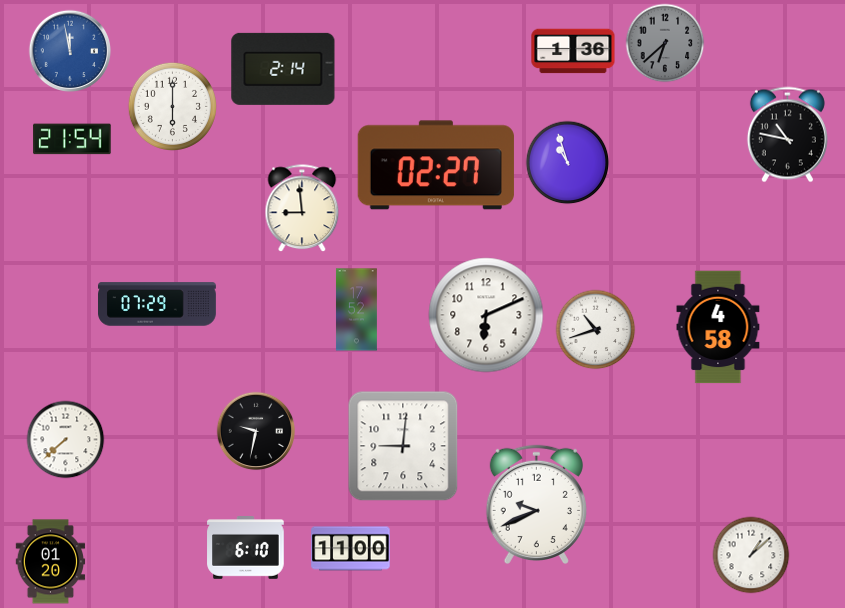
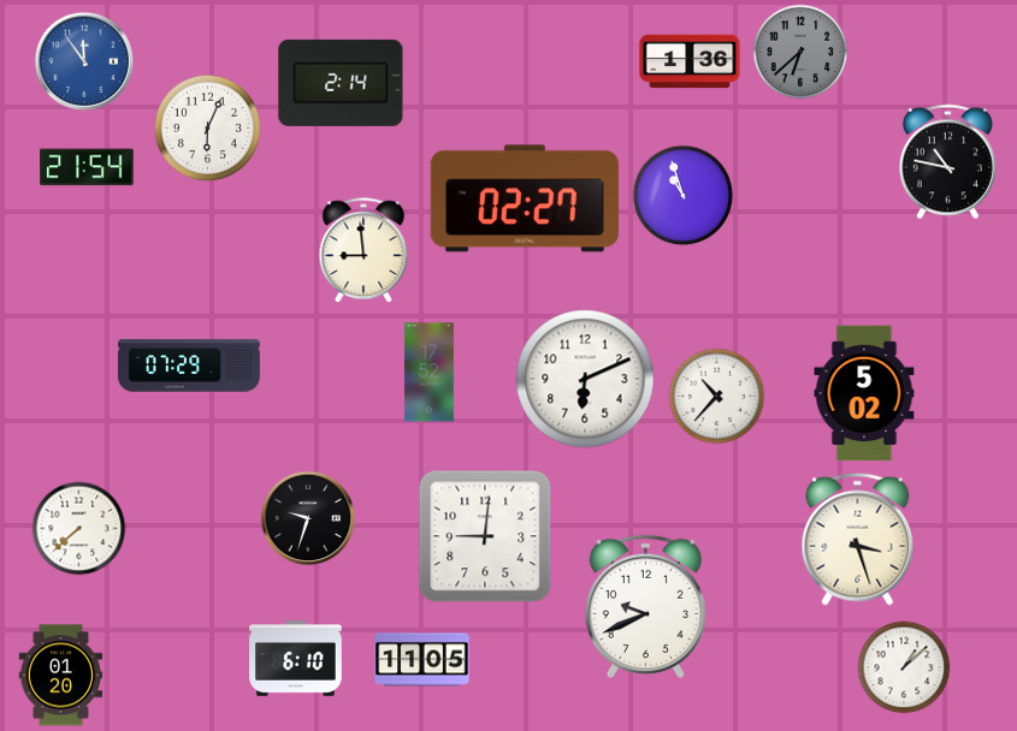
clock at (69, 50): 11:58 -> 11:54
clock at (172, 106): 6:00 -> 6:04
clock at (718, 327): 4:58 -> 5:02
clock at (596, 330): 10:42 -> 10:37
clock at (256, 431): 9:32 -> 9:33
clock at (858, 539): none -> 3:27
clock at (351, 549): 11:00 -> 11:05
